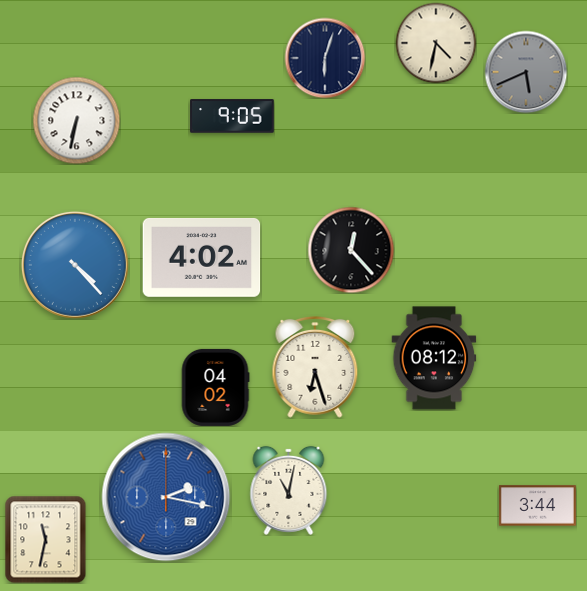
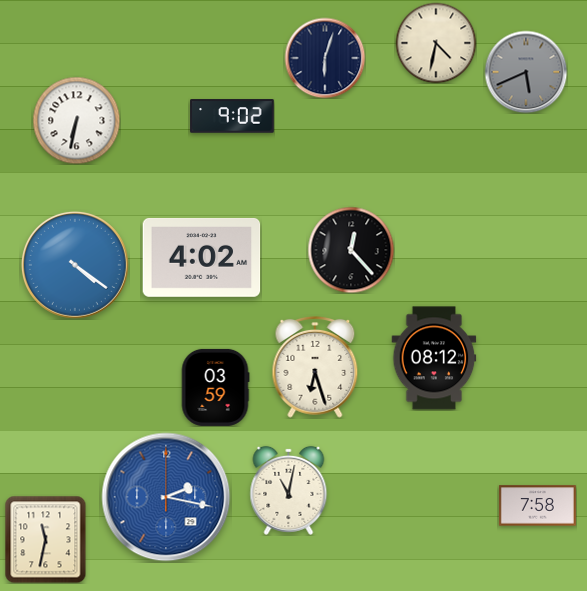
clock at (232, 116): 9:05 -> 9:02
clock at (75, 265): 4:23 -> 4:21
clock at (215, 387): 04:02 -> 03:59
clock at (537, 506): 3:44 -> 7:58
